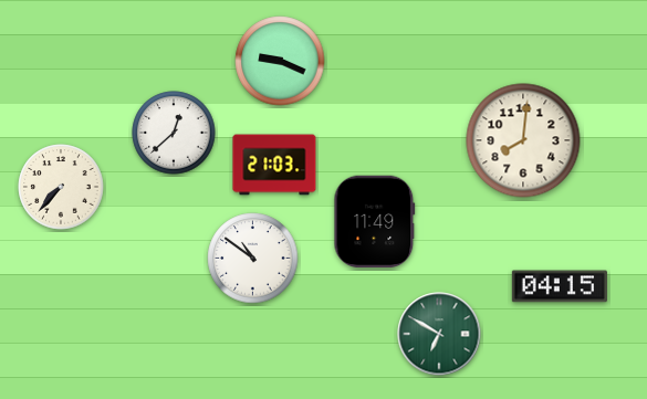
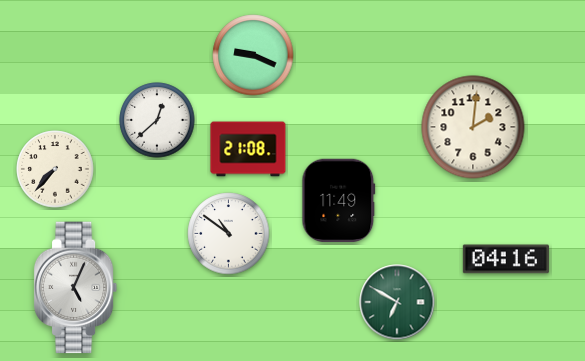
clock at (523, 140): 8:01 -> 2:01
clock at (274, 165): 21:03 -> 21:08
clock at (560, 286): 04:15 -> 04:16
clock at (76, 288): none -> 5:04
